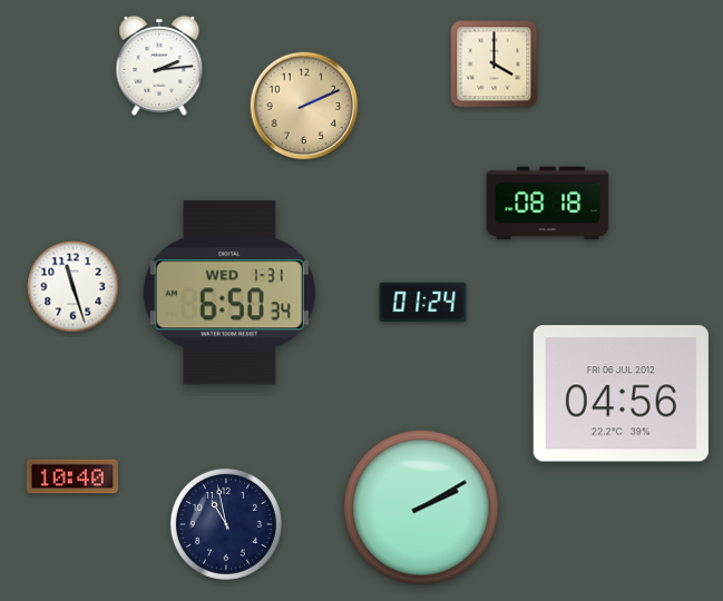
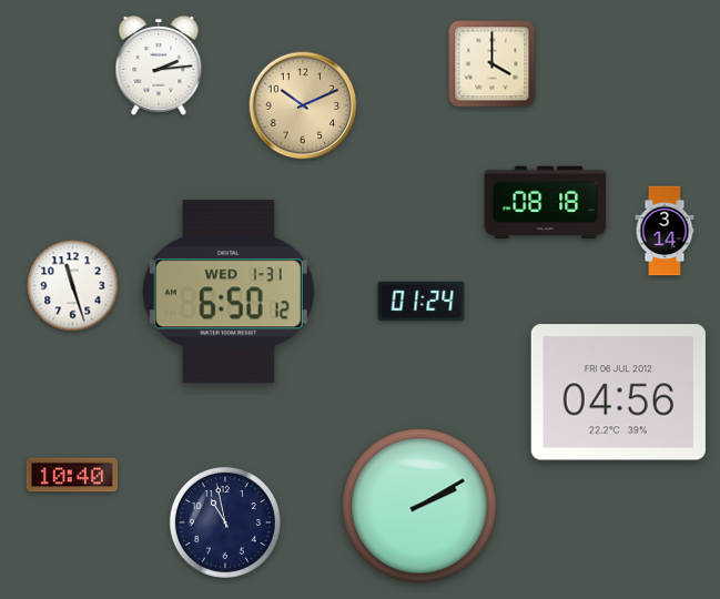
clock at (304, 106): 2:11 -> 10:11
clock at (665, 231): none -> 3:14
clock at (229, 293): 6:50:34 -> 6:50:12
